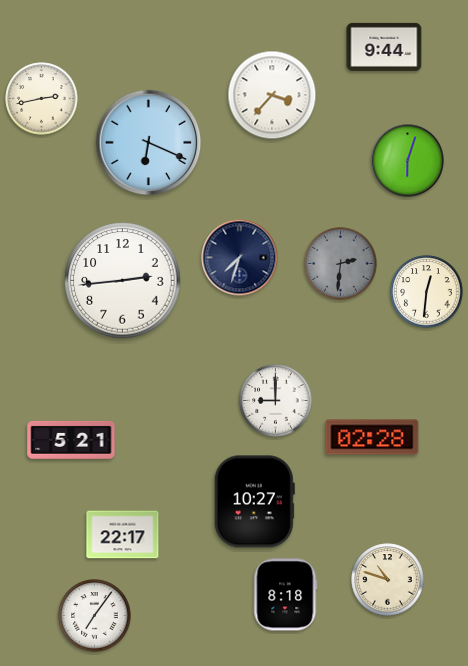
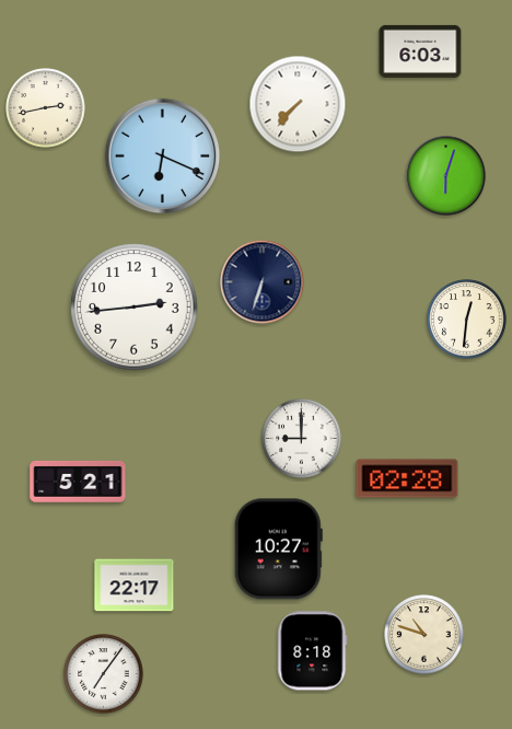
clock at (384, 47): 9:44 -> 6:03
clock at (272, 95): 3:37 -> 7:37
clock at (240, 258): 7:33 -> 6:33
clock at (341, 264): 2:31 -> none
